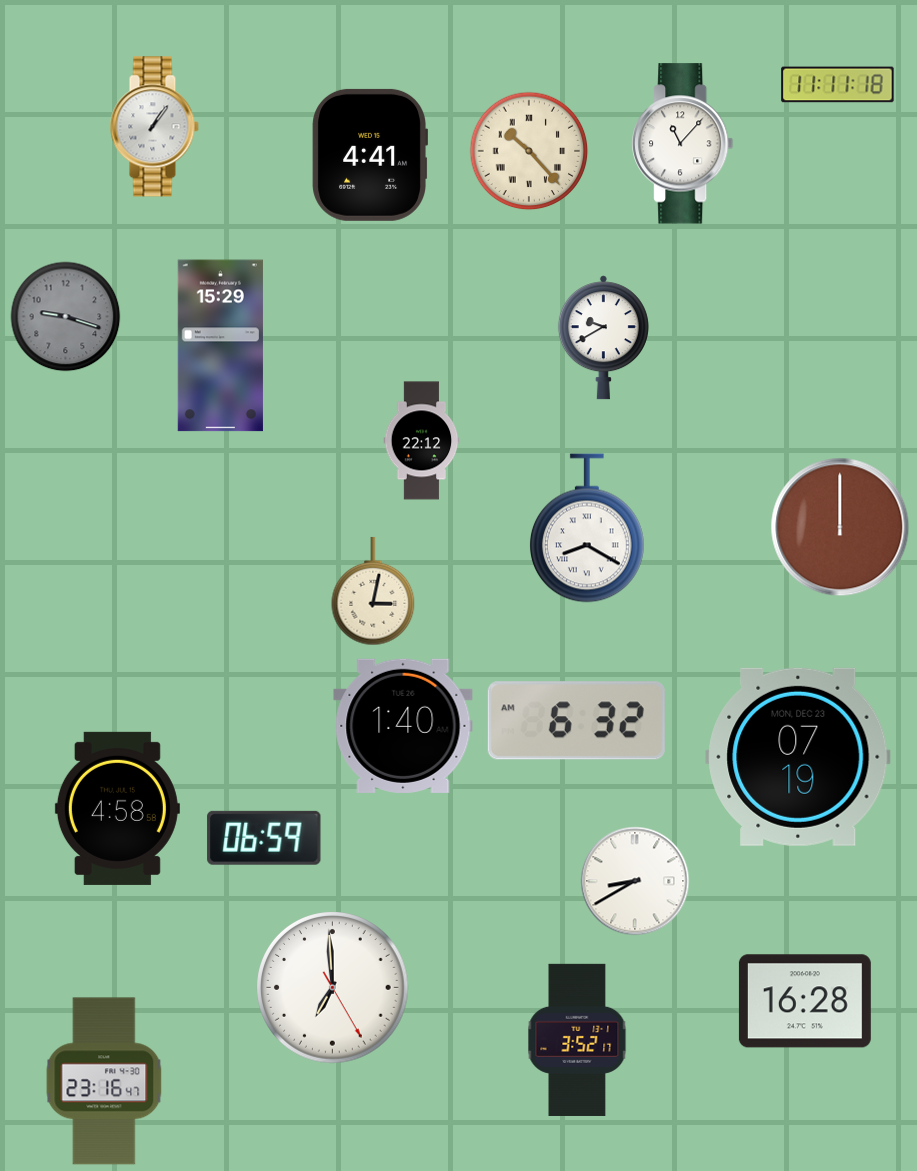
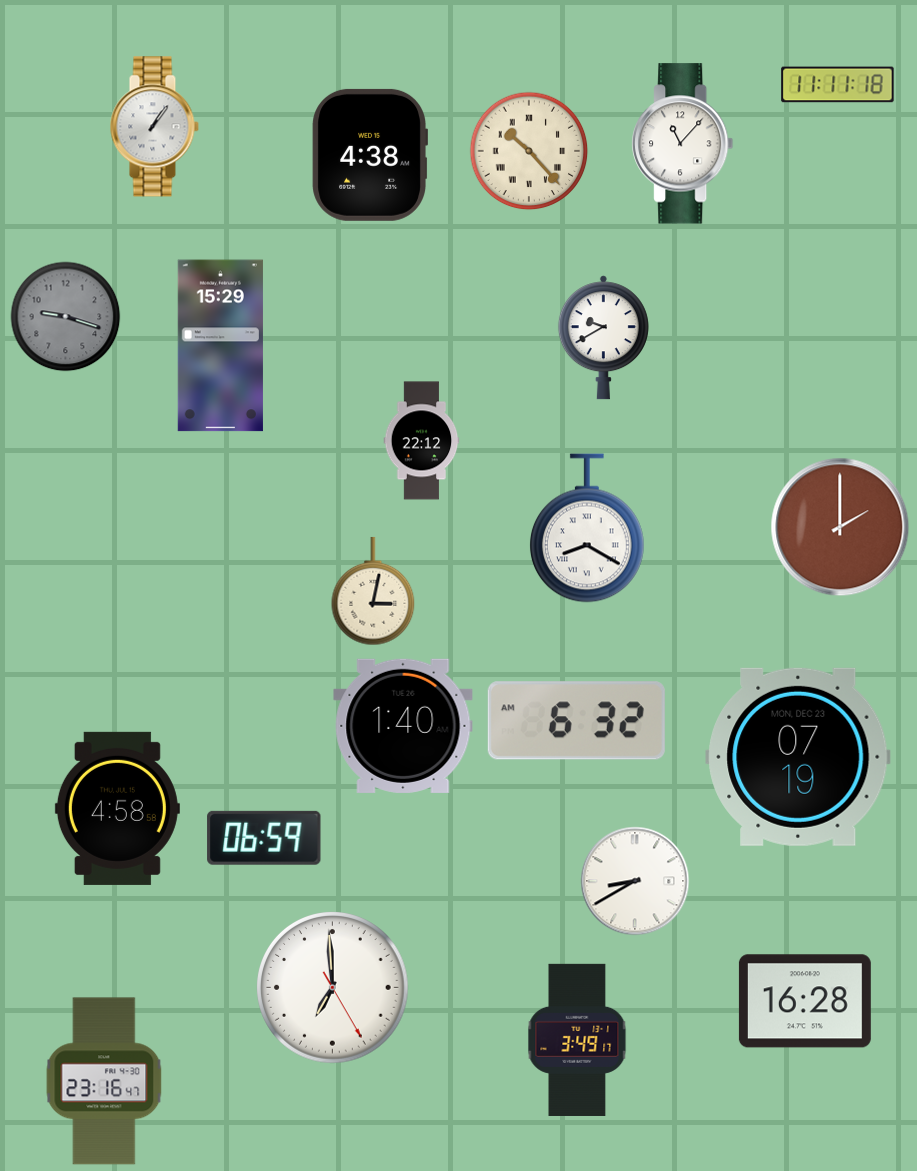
clock at (369, 155): 4:41 -> 4:38
clock at (840, 527): 12:00 -> 2:00
clock at (577, 1040): 3:52 -> 3:49
